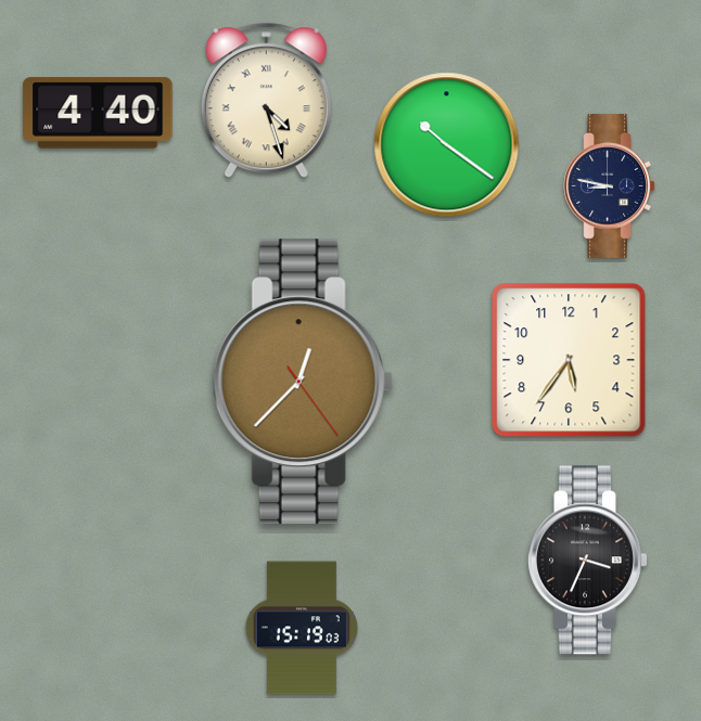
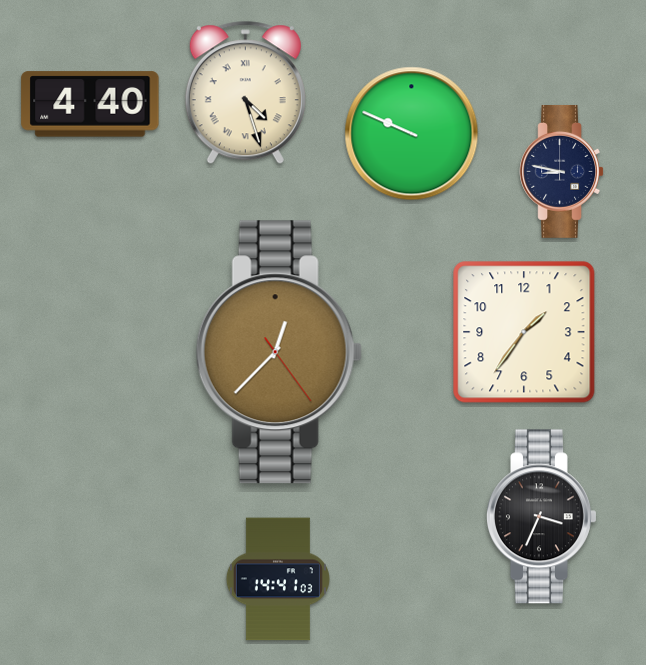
clock at (447, 145): 10:21 -> 9:49
clock at (569, 360): 5:36 -> 1:36
clock at (302, 628): 15:19 -> 14:41
